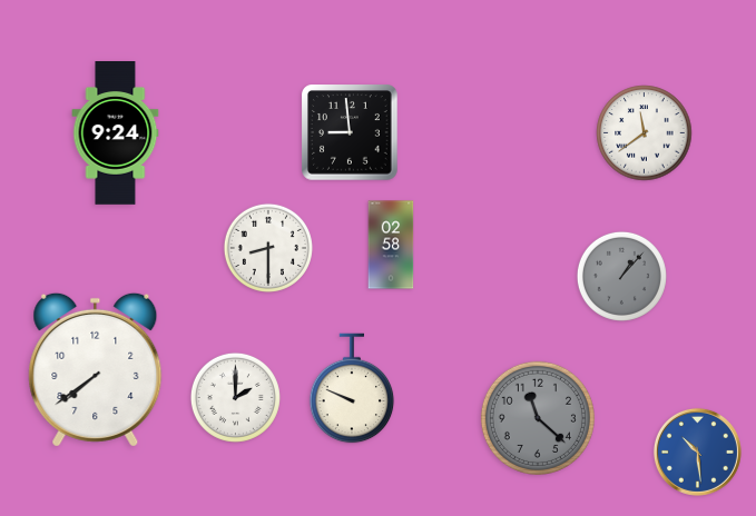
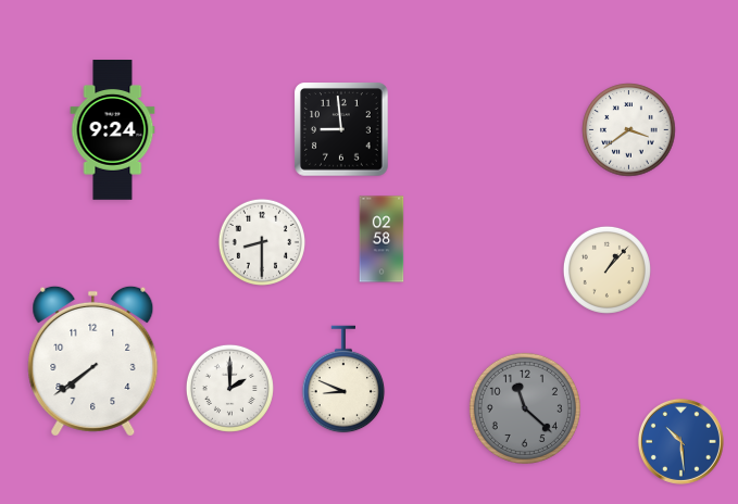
clock at (645, 133): 11:39 -> 3:39
clock at (621, 276) dial: grey -> cream
clock at (352, 388): 9:49 -> 8:49
